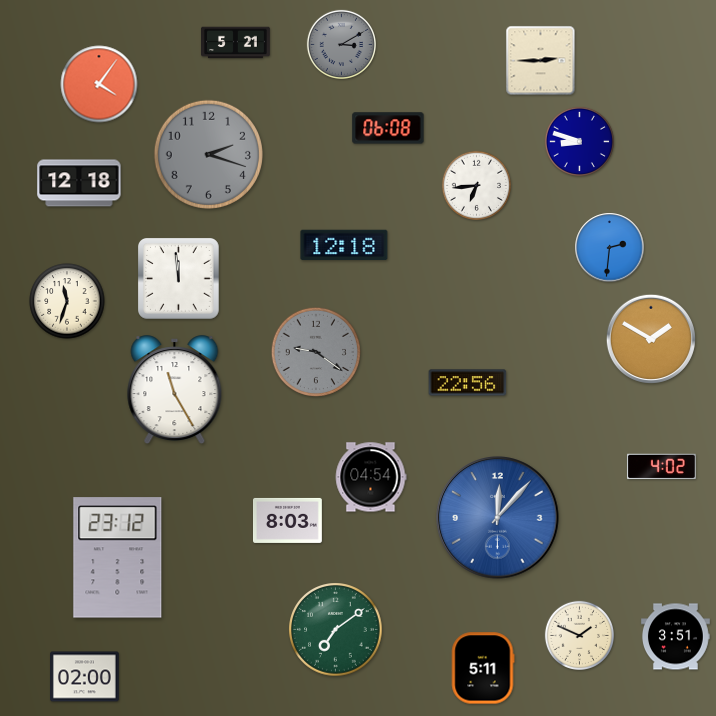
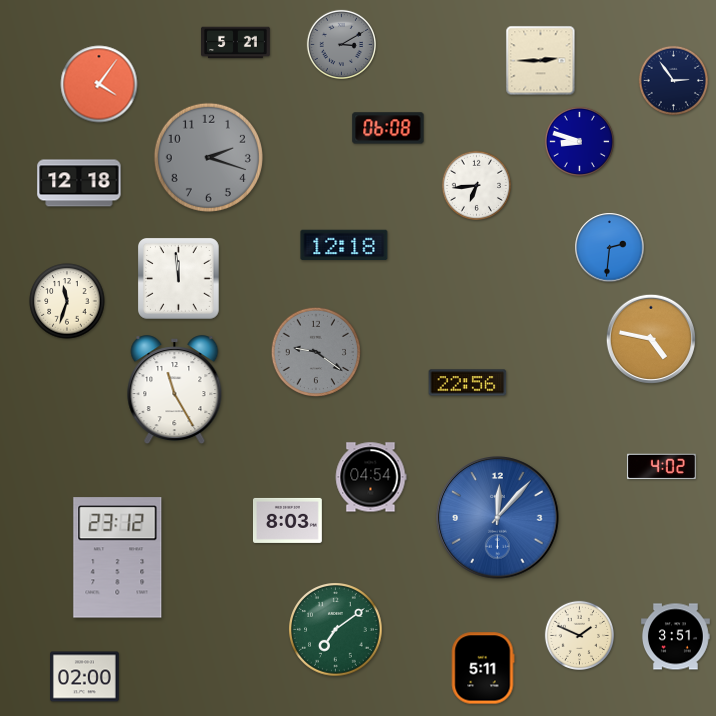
clock at (673, 80): none -> 2:54
clock at (208, 154) position: (208, 154) -> (208, 157)
clock at (651, 339): 1:50 -> 4:47
